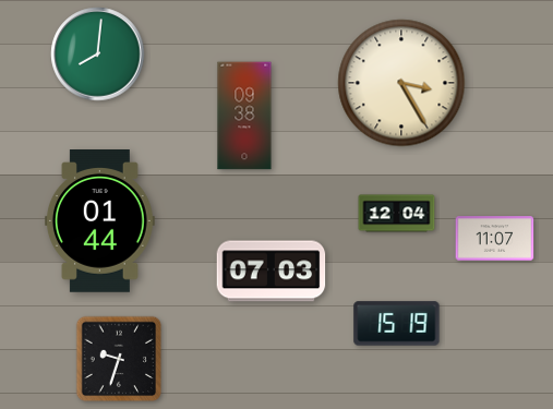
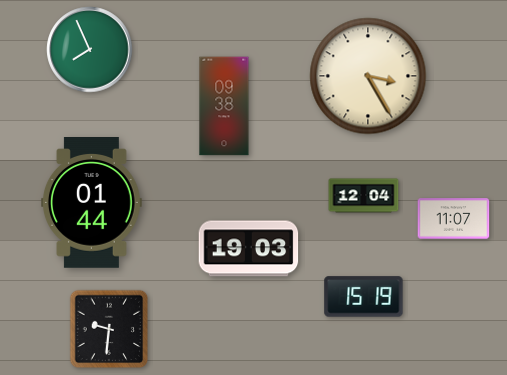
clock at (98, 55): 8:01 -> 7:56
clock at (272, 272): 07:03 -> 19:03
clock at (119, 359): 9:33 -> 9:31
